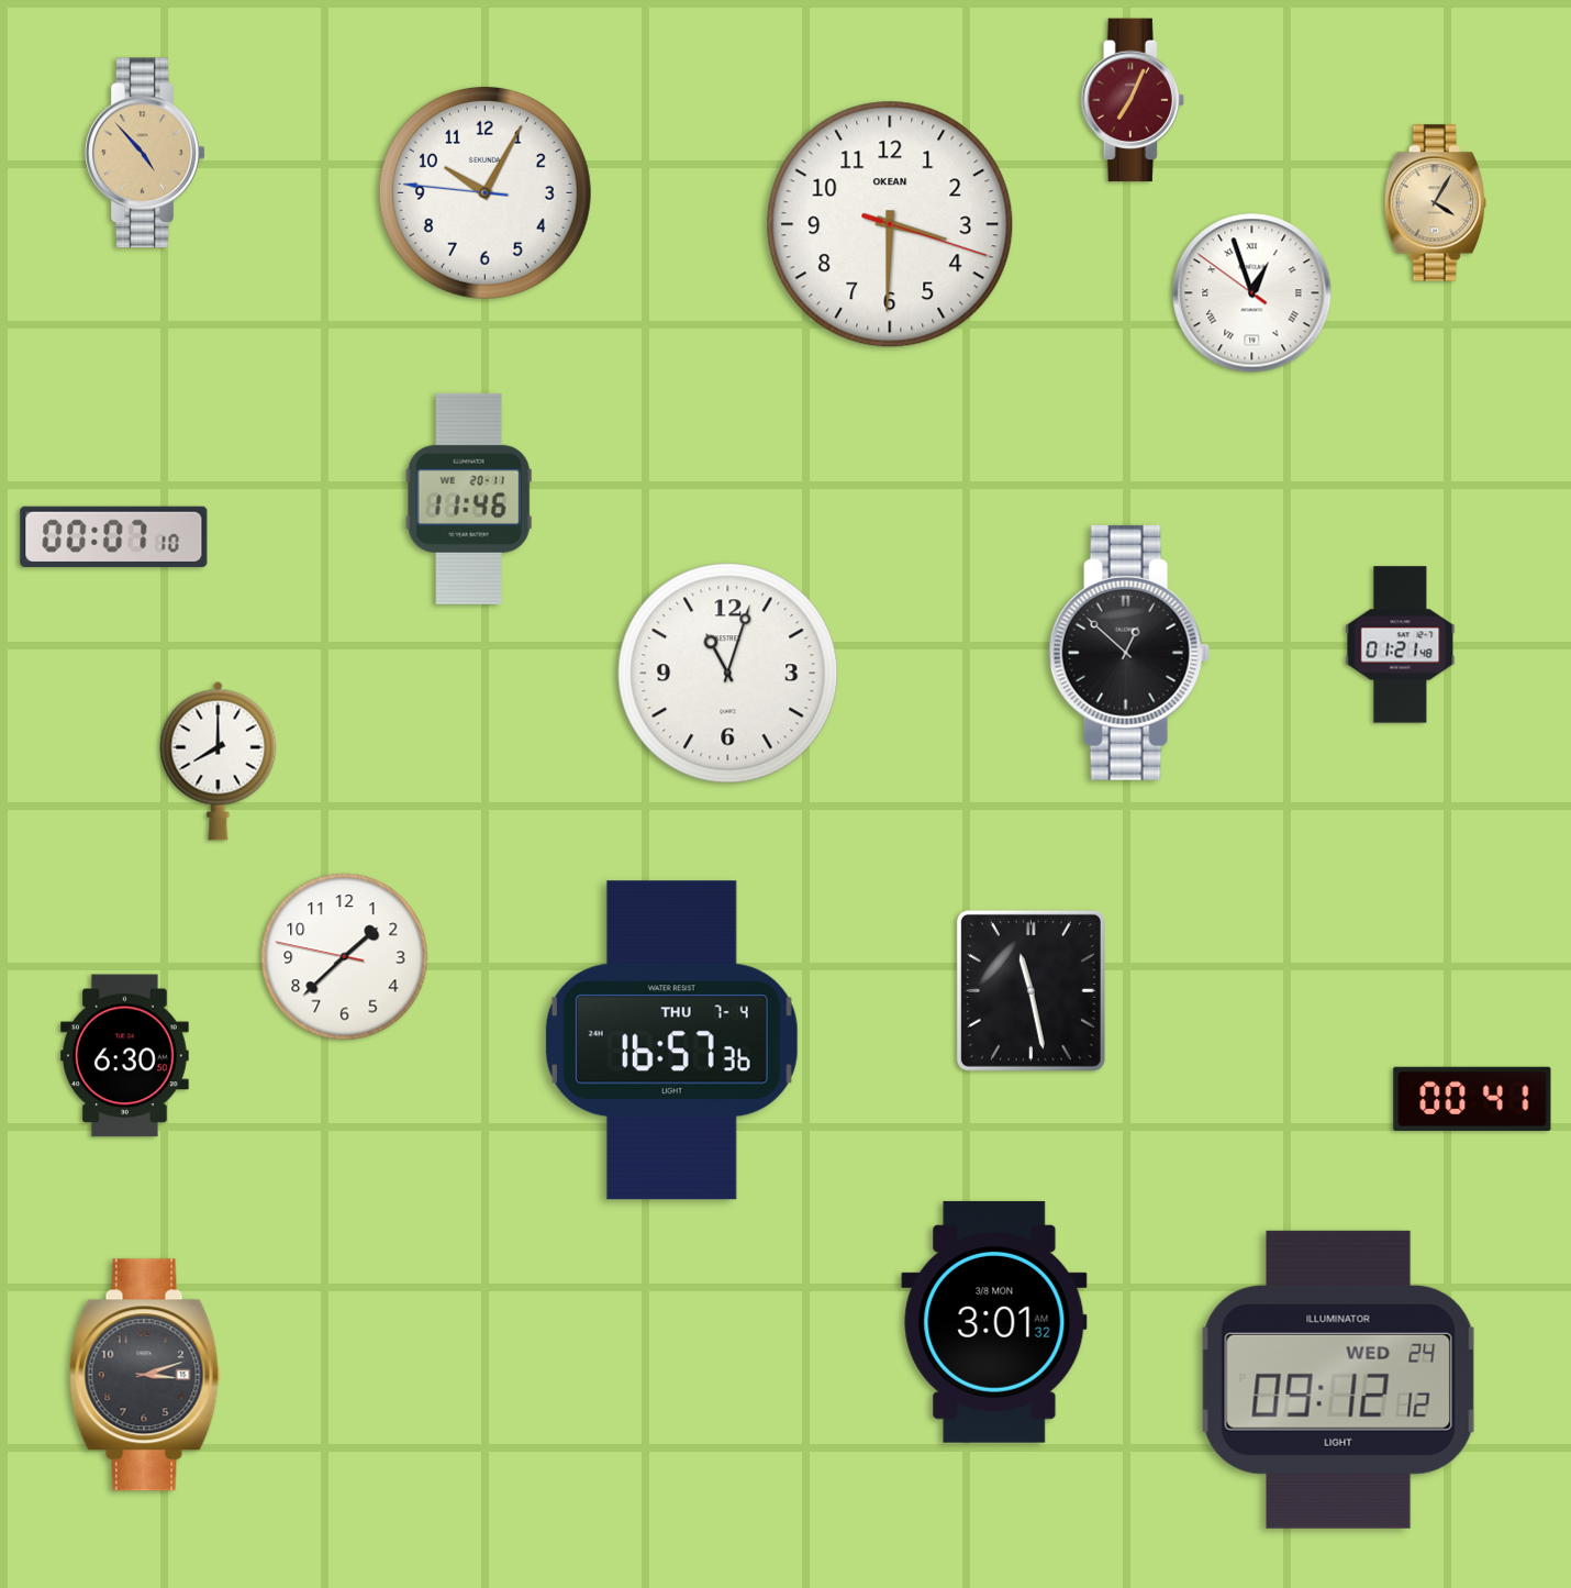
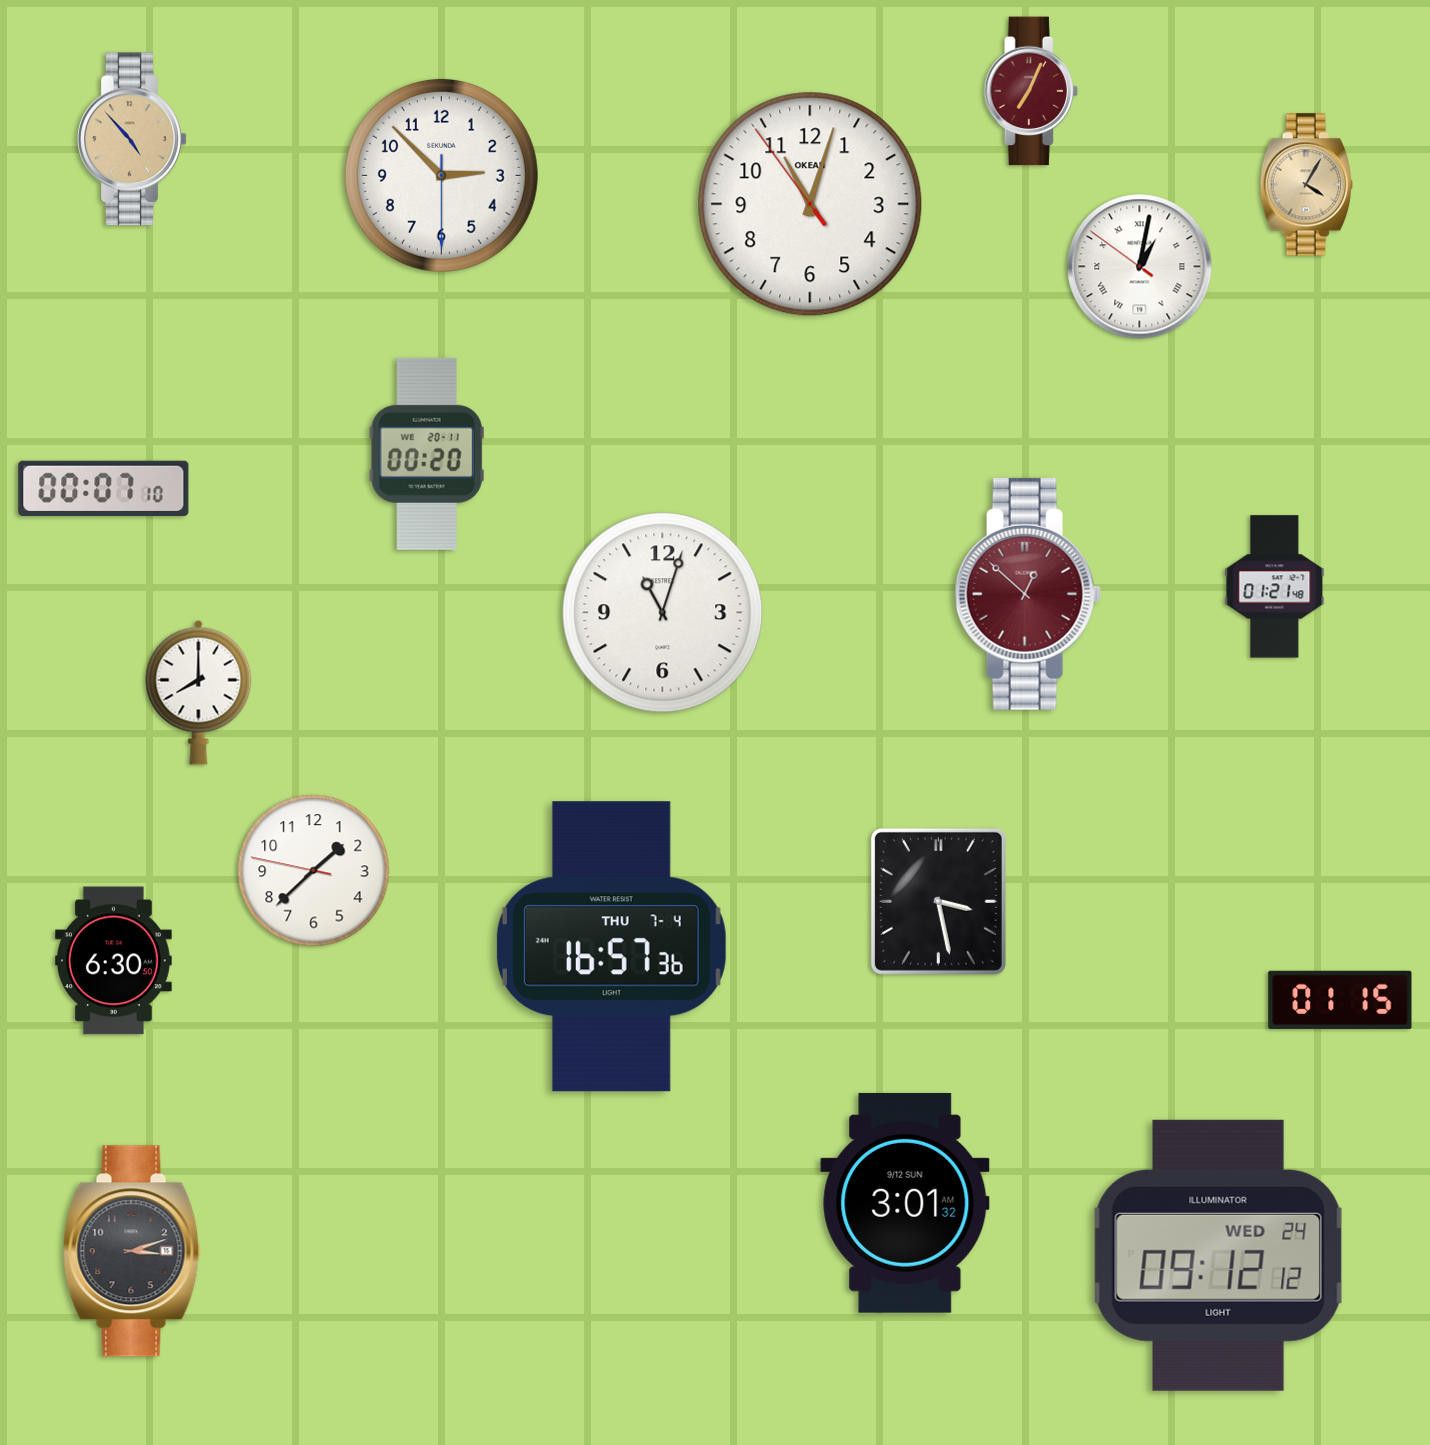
clock at (484, 192): 10:04 -> 2:52
clock at (890, 224): 3:30 -> 11:02
clock at (1252, 293): 12:56 -> 1:01
clock at (469, 499): 11:46 -> 00:20
clock at (1129, 653) dial: black -> burgundy
clock at (1030, 990): 11:28 -> 3:28
clock at (1472, 1099): 00:41 -> 01:15
clock at (994, 1322) date: 3/8 MON -> 9/12 SUN
